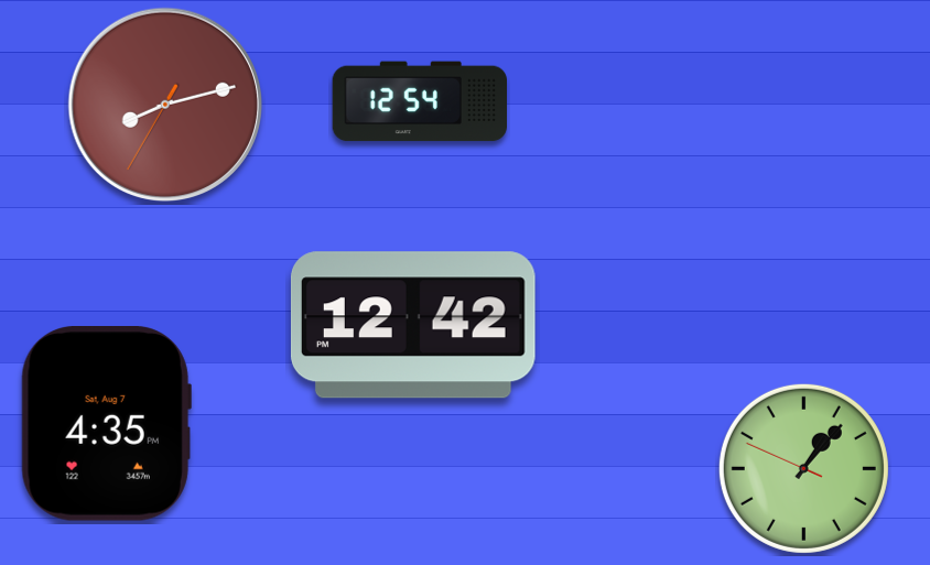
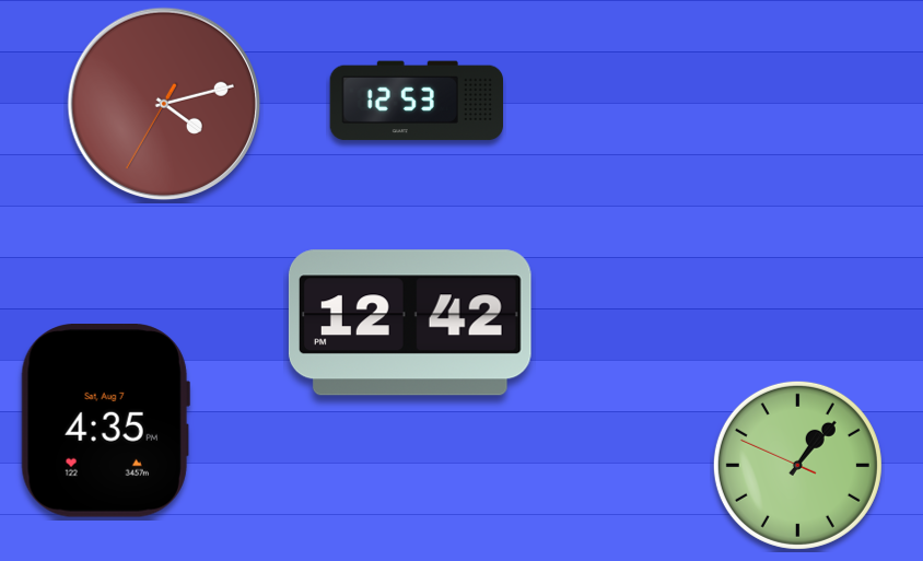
clock at (419, 101): 12:54 -> 12:53
clock at (165, 105): 8:12 -> 4:12
